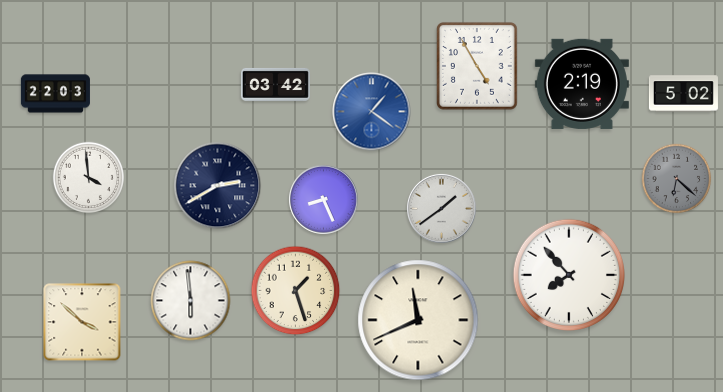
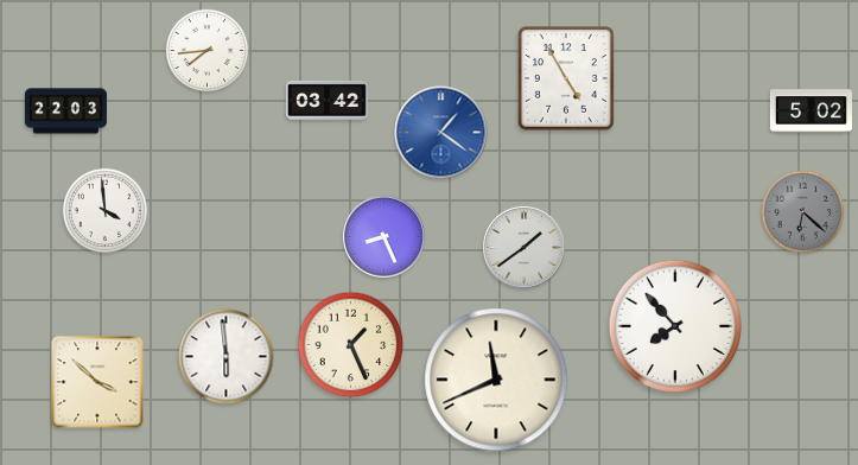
clock at (208, 51): none -> 7:44
clock at (582, 84): 2:19 -> none
clock at (218, 186): 2:40 -> none
clock at (296, 291): 1:27 -> 1:26
